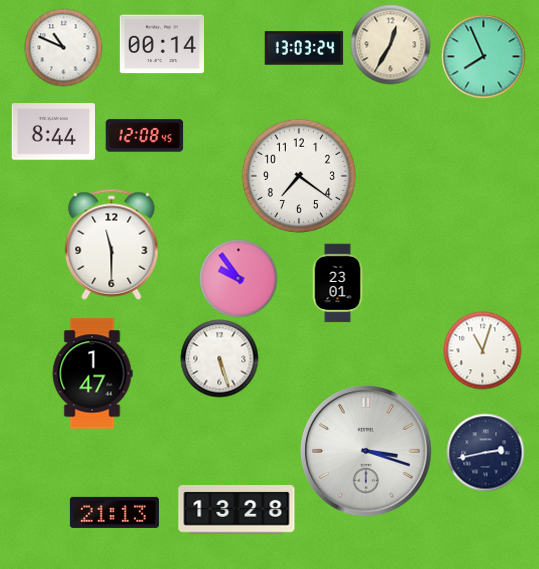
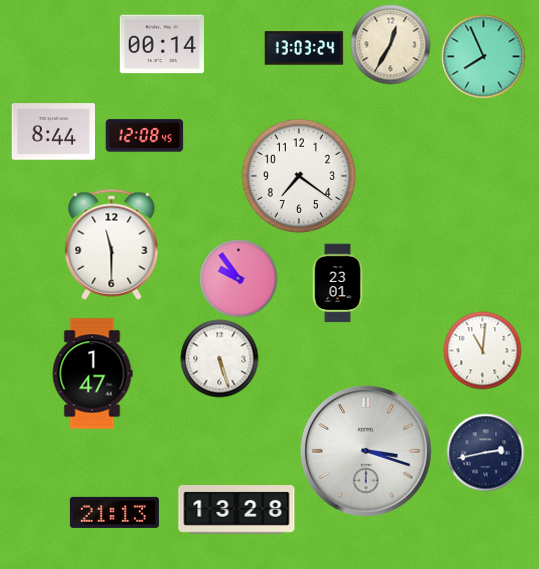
clock at (63, 47): 10:49 -> none
clock at (482, 350): 11:03 -> 11:01
